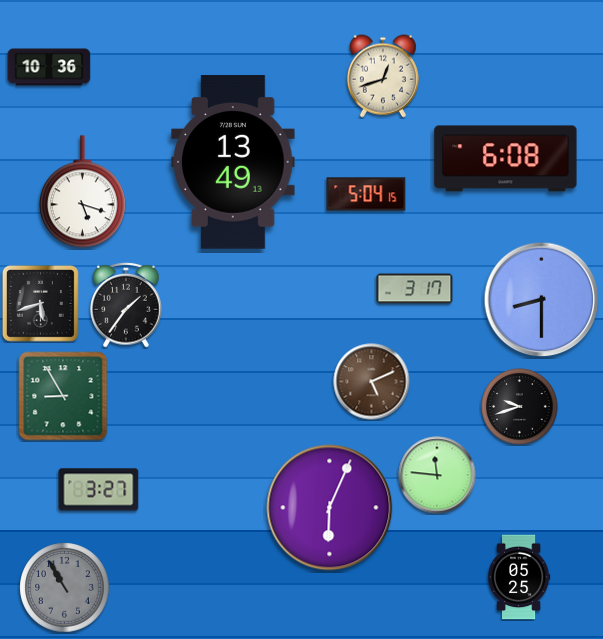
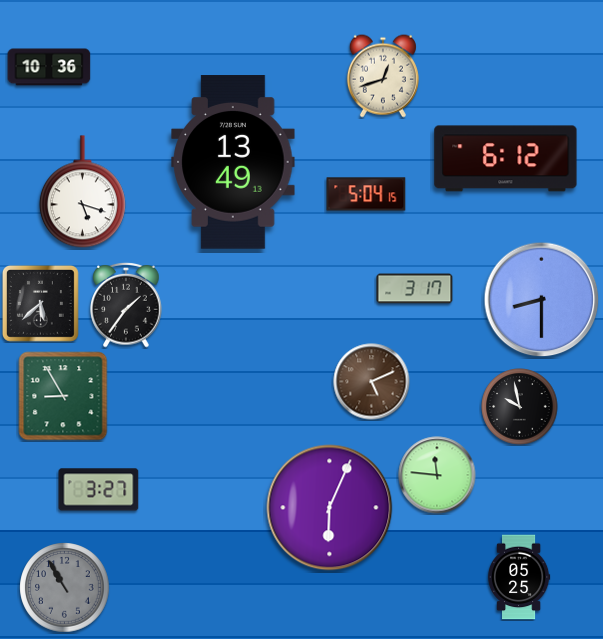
clock at (506, 159): 6:08 -> 6:12
clock at (40, 303): 5:42 -> 5:38
clock at (520, 407): 9:42 -> 9:58
